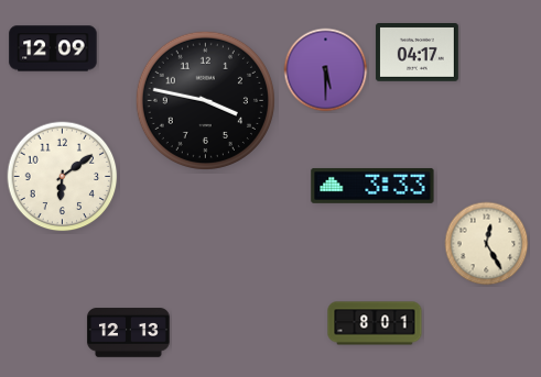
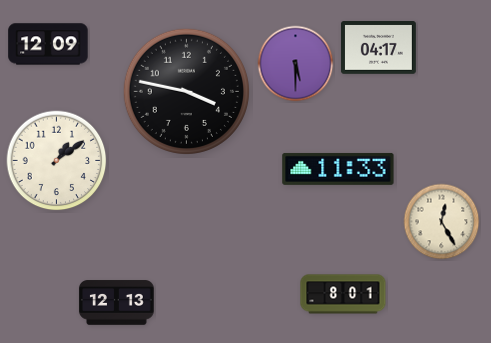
clock at (63, 177): 6:09 -> 1:09
clock at (372, 186): 3:33 -> 11:33
clock at (375, 323) position: (375, 323) -> (343, 294)
